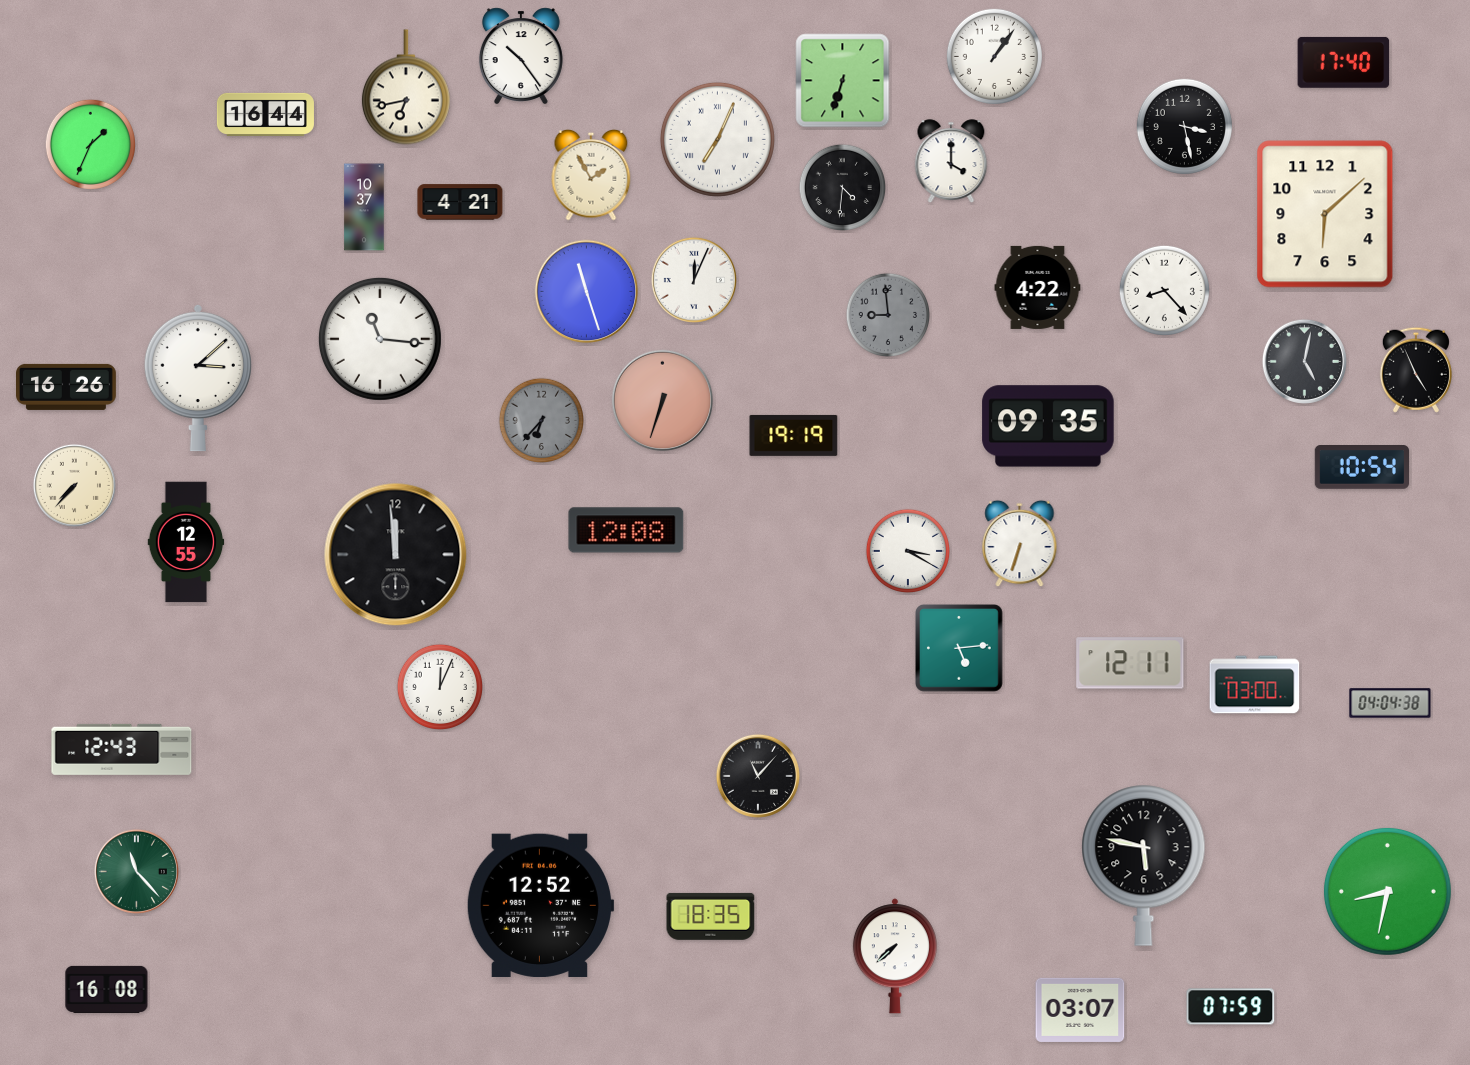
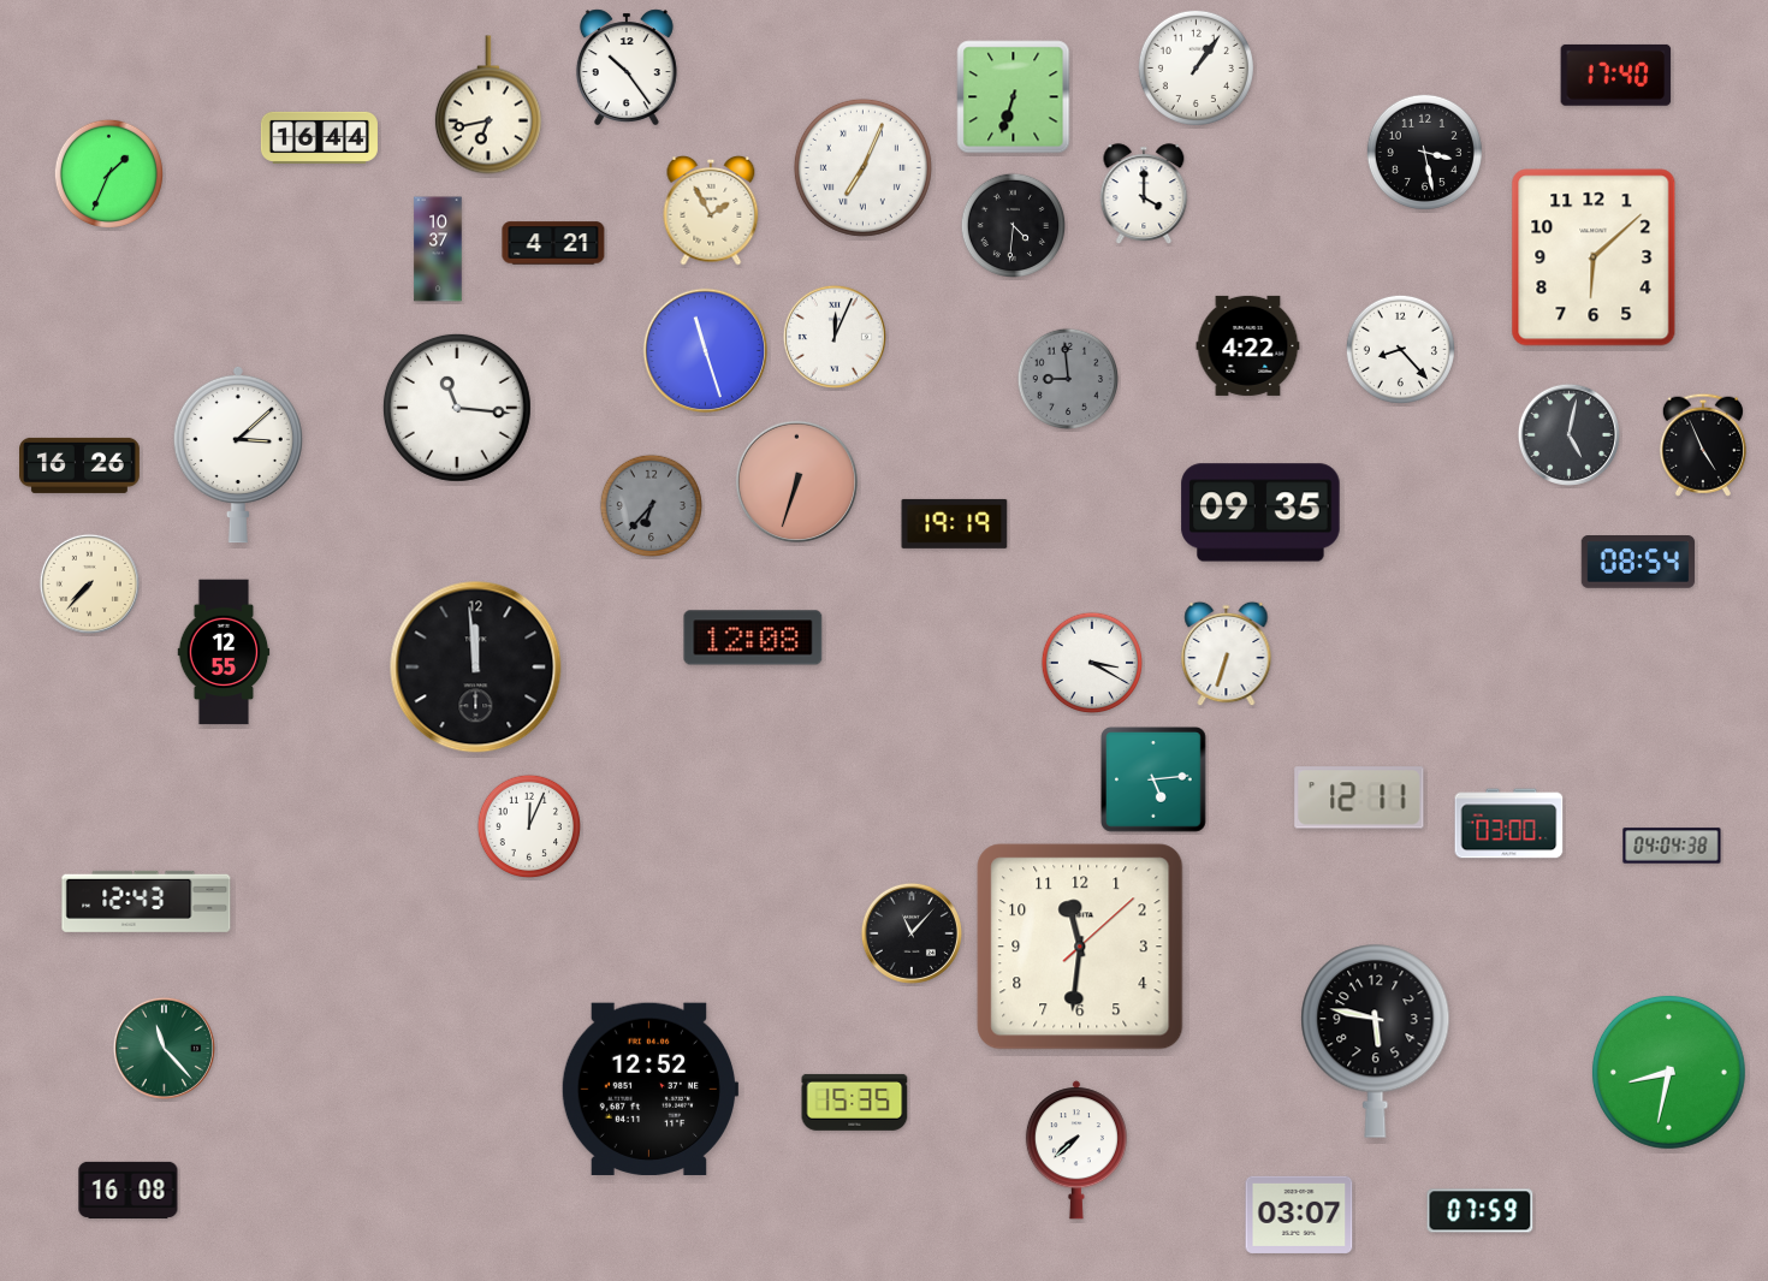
clock at (1362, 468): 10:54 -> 08:54
clock at (1080, 947): none -> 11:31
clock at (711, 916): 18:35 -> 15:35
